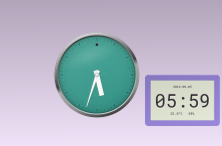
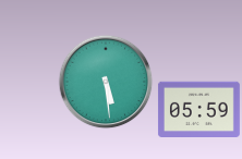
clock at (97, 75): 5:33 -> 5:29
